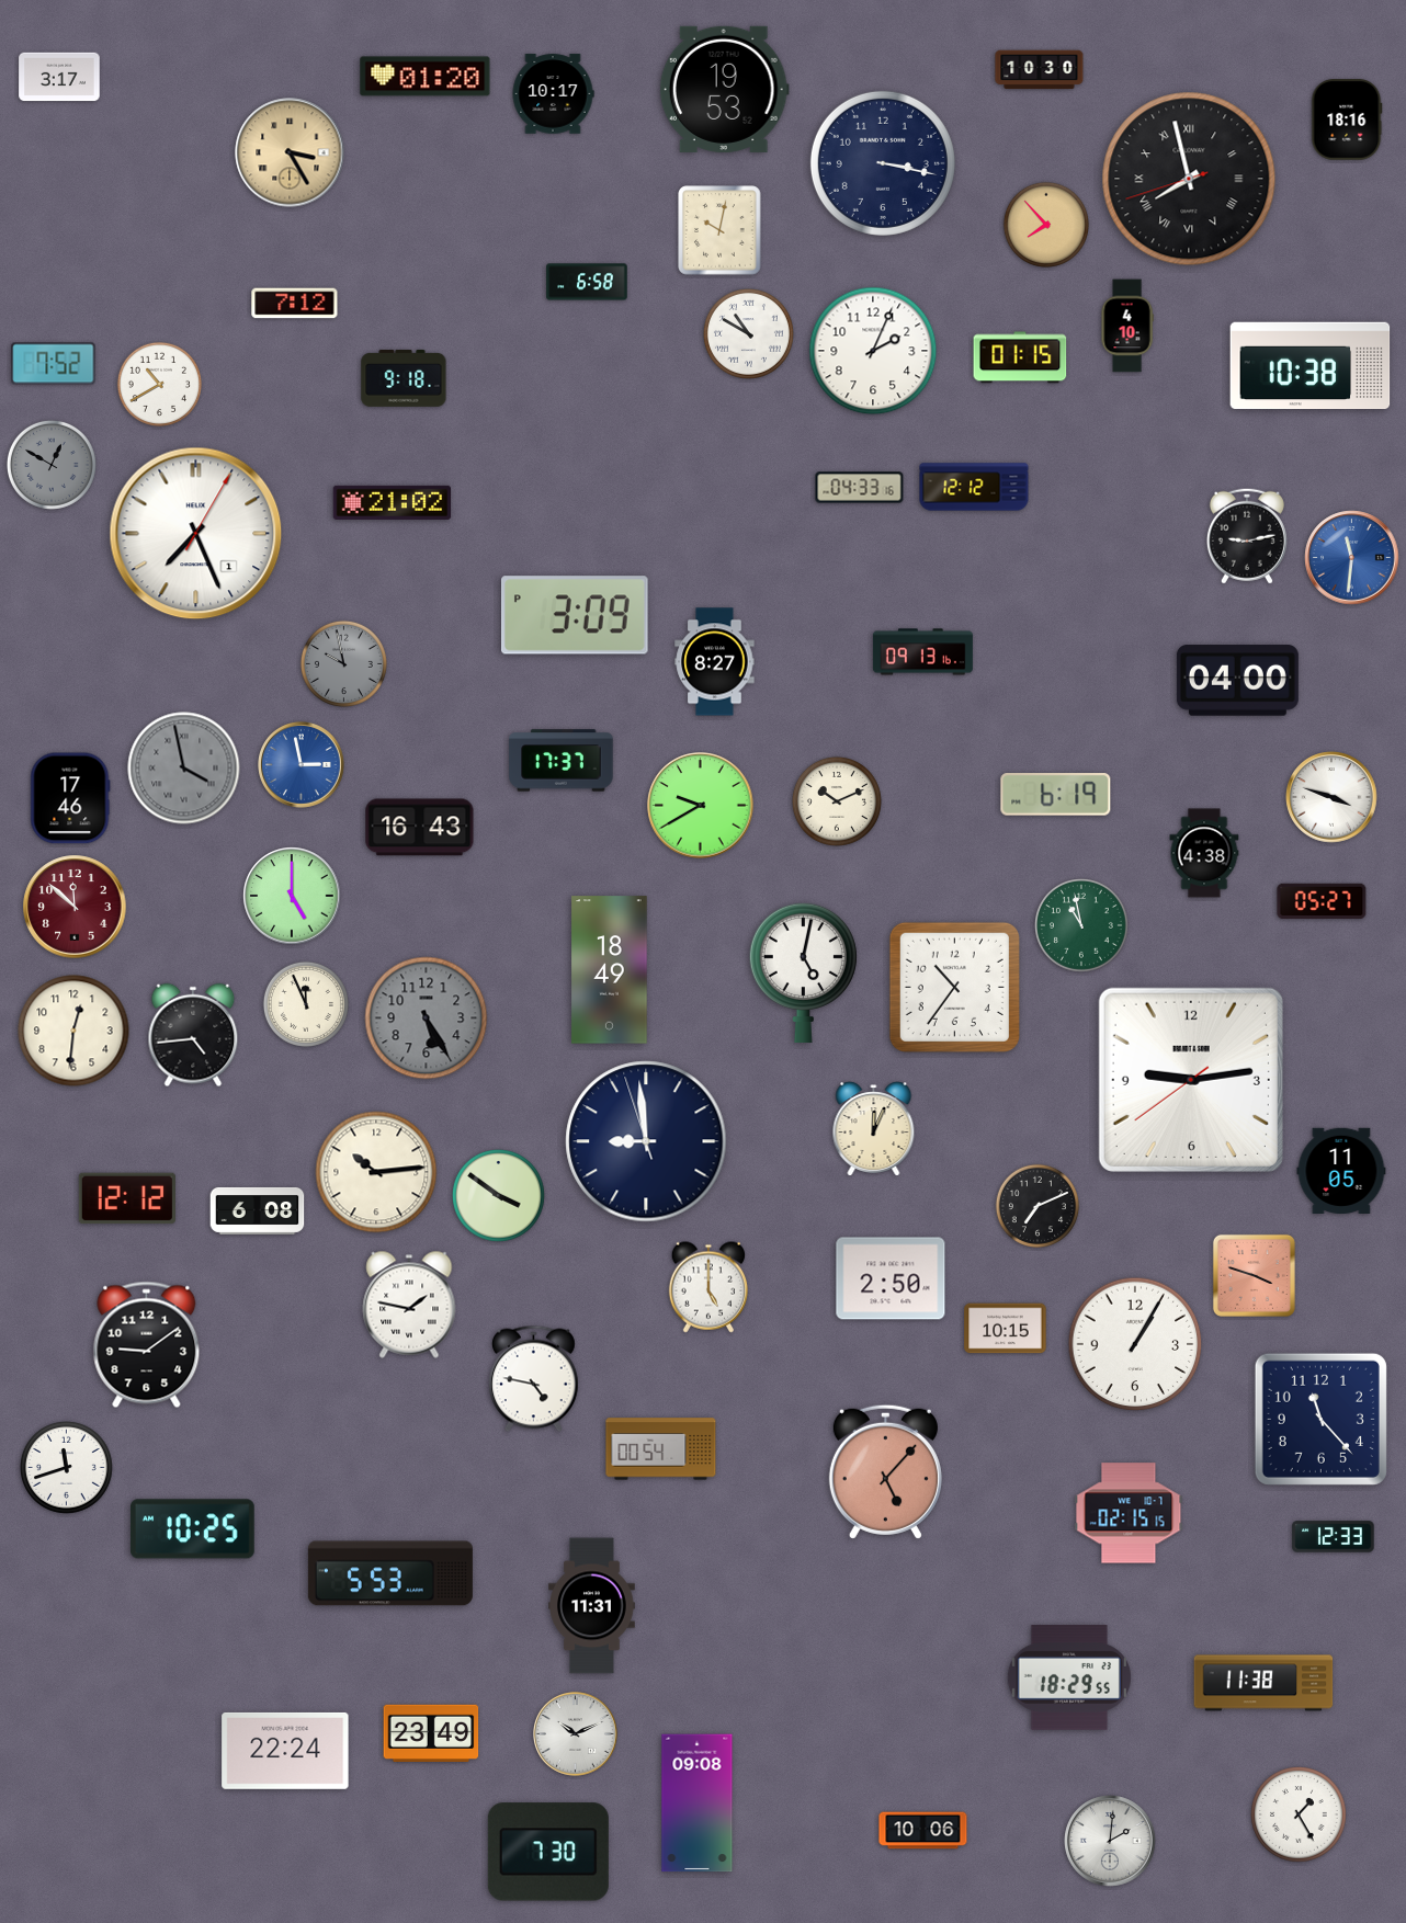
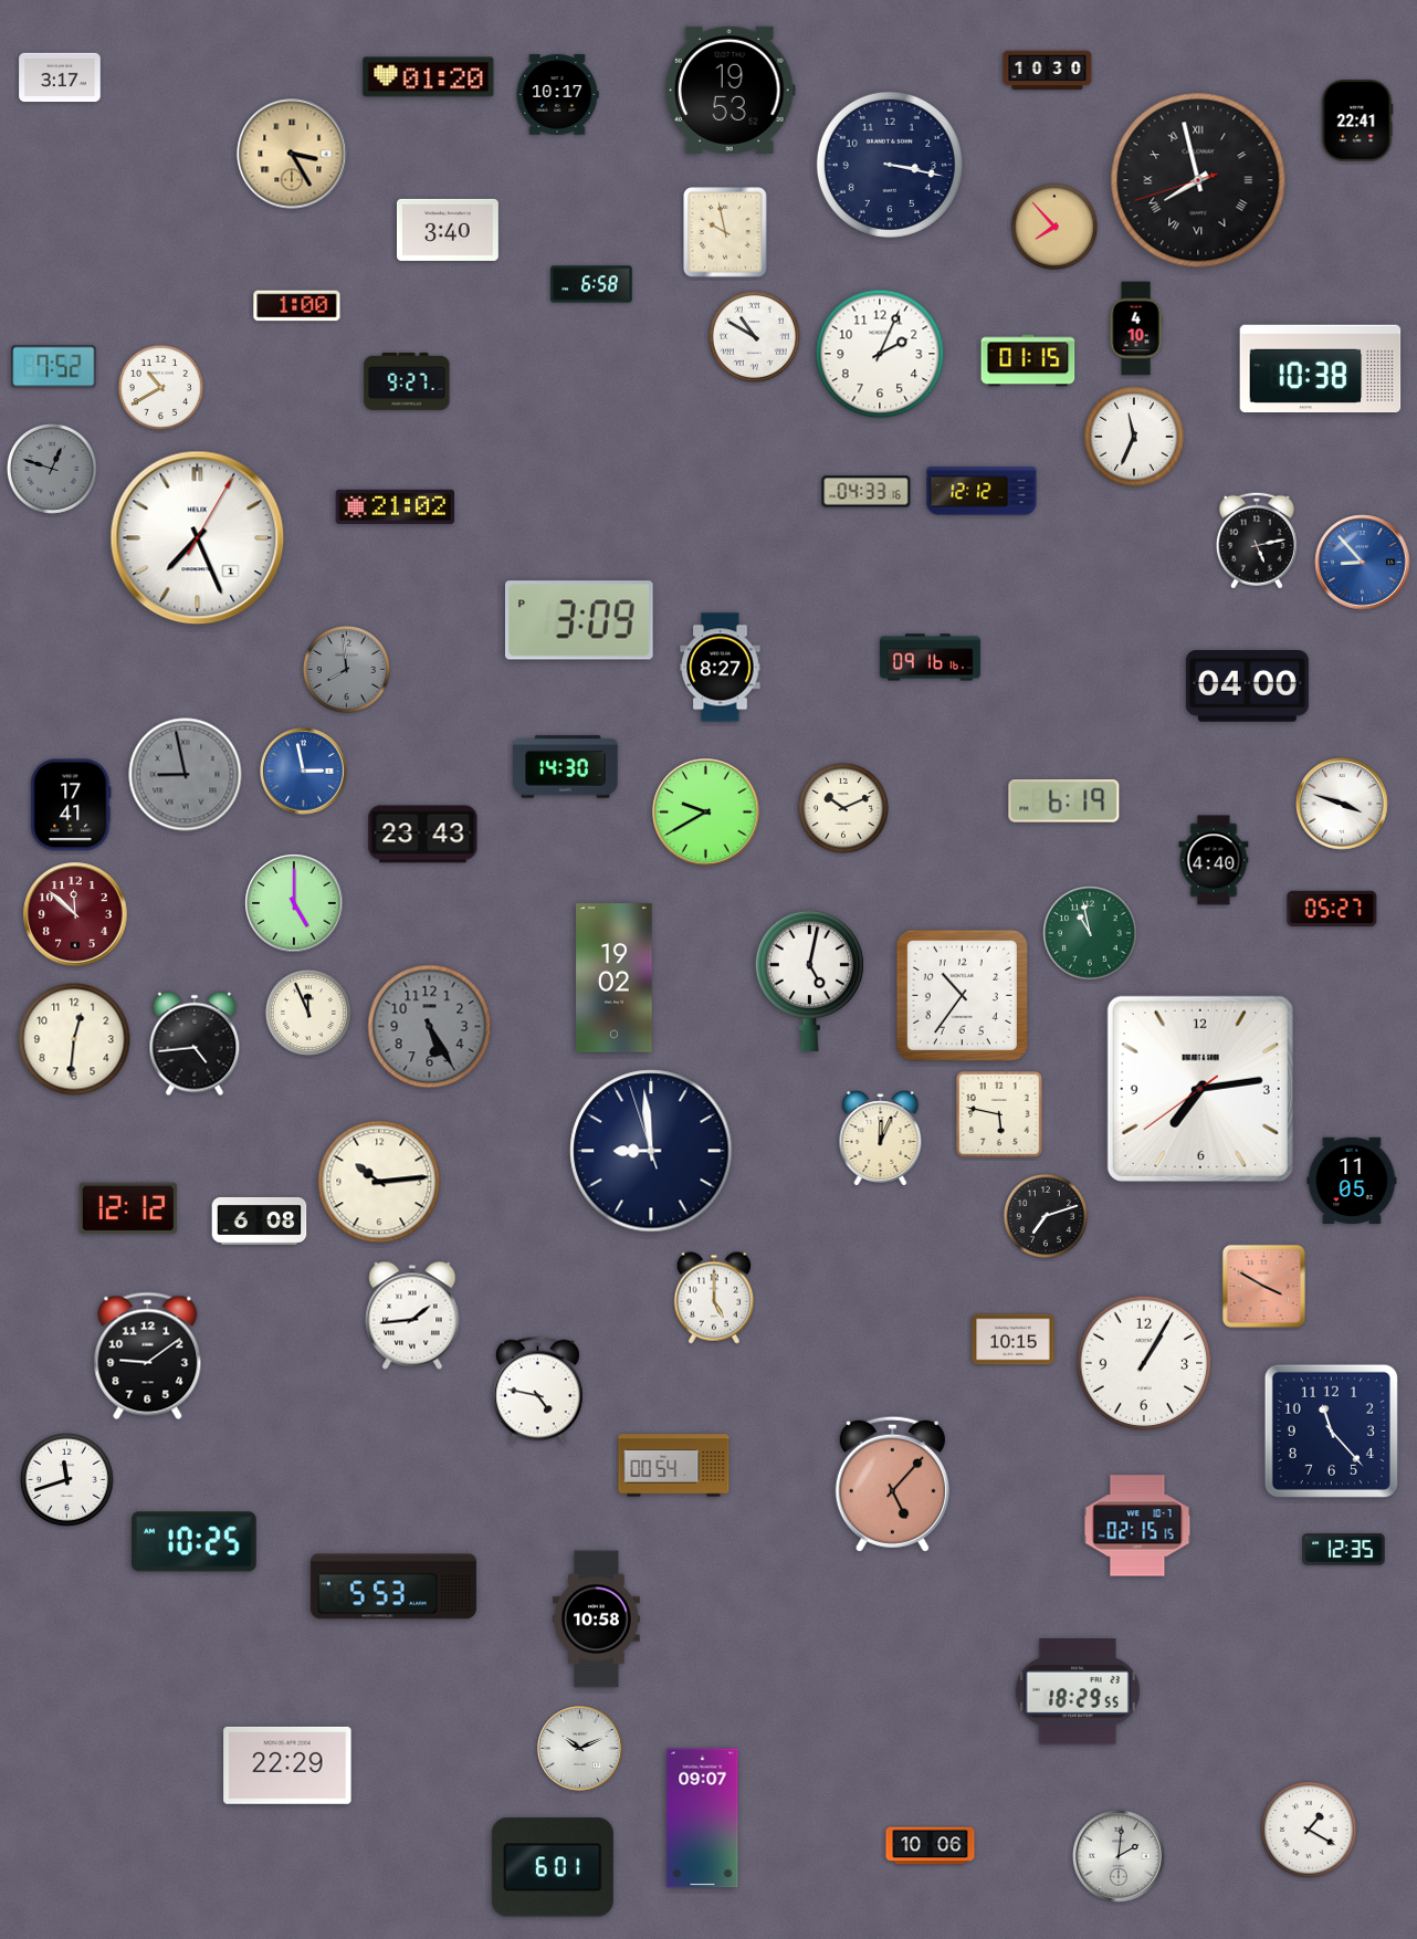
clock at (1347, 120): 18:16 -> 22:41
clock at (449, 230): none -> 3:40
clock at (719, 230): 10:02 -> 9:58
clock at (295, 304): 7:12 -> 1:00
clock at (404, 378): 9:18 -> 9:27
clock at (1134, 437): none -> 11:34
clock at (52, 465): 12:50 -> 12:48
clock at (1247, 536): 9:13 -> 5:13
clock at (1352, 558): 11:31 -> 8:53
clock at (922, 652): 09:13 -> 09:16
clock at (343, 663): 9:58 -> 7:59
clock at (562, 761): 17:37 -> 14:30
clock at (184, 769): 3:58 -> 8:58
clock at (70, 798): 17:46 -> 17:41
clock at (420, 828): 16:43 -> 23:43
clock at (1204, 853): 4:38 -> 4:40
clock at (610, 970): 18:49 -> 19:02
clock at (1191, 1080): 9:13 -> 7:13
clock at (999, 1114): none -> 5:47
clock at (499, 1196): 3:51 -> none
clock at (1036, 1205): 7:11 -> 7:12
clock at (1254, 1275): 3:48 -> 3:50
clock at (891, 1278): 2:50 -> none
clock at (409, 1305): 1:47 -> 1:44
clock at (1135, 1344) position: (1135, 1344) -> (1144, 1363)
clock at (661, 1449) position: (661, 1449) -> (674, 1466)
clock at (1334, 1537): 12:33 -> 12:35
clock at (592, 1606): 11:31 -> 10:58
clock at (1263, 1683): 11:38 -> none
clock at (431, 1732): 23:49 -> none
clock at (285, 1751): 22:24 -> 22:29
clock at (698, 1803): 09:08 -> 09:07
clock at (1299, 1814): 1:25 -> 1:20
clock at (548, 1852): 7:30 -> 6:01
